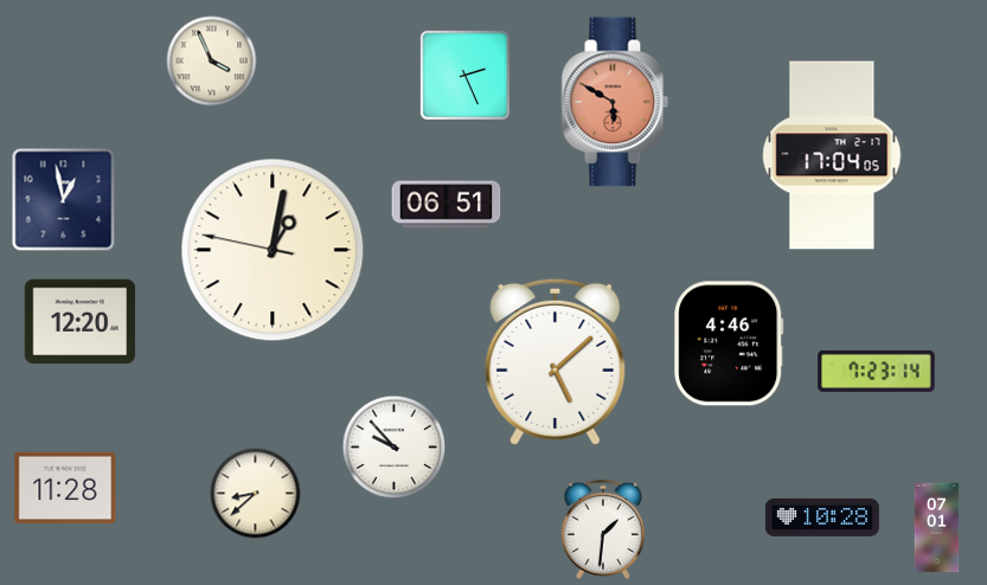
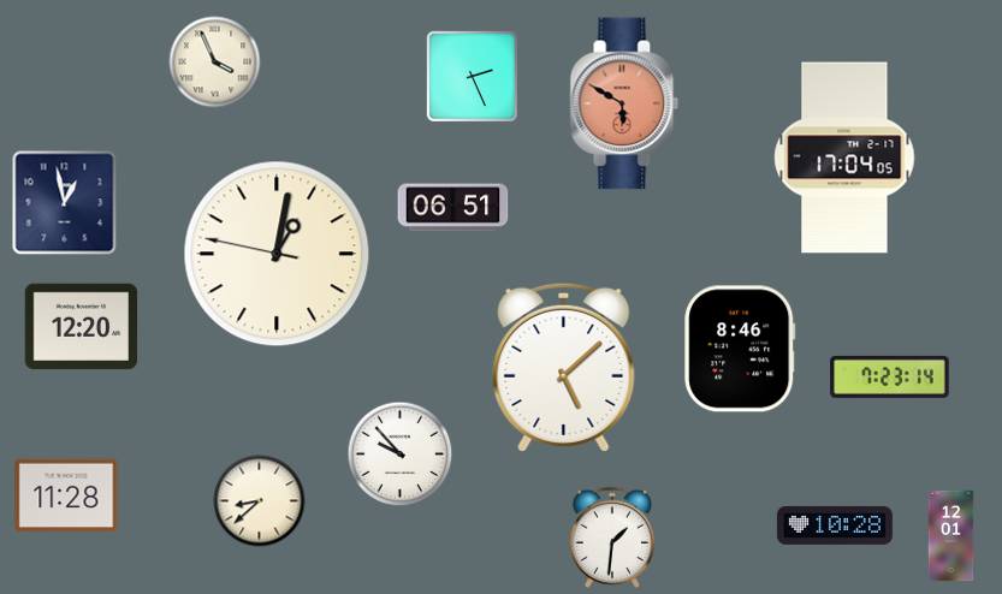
clock at (729, 343): 4:46 -> 8:46
clock at (937, 528): 07:01 -> 12:01
